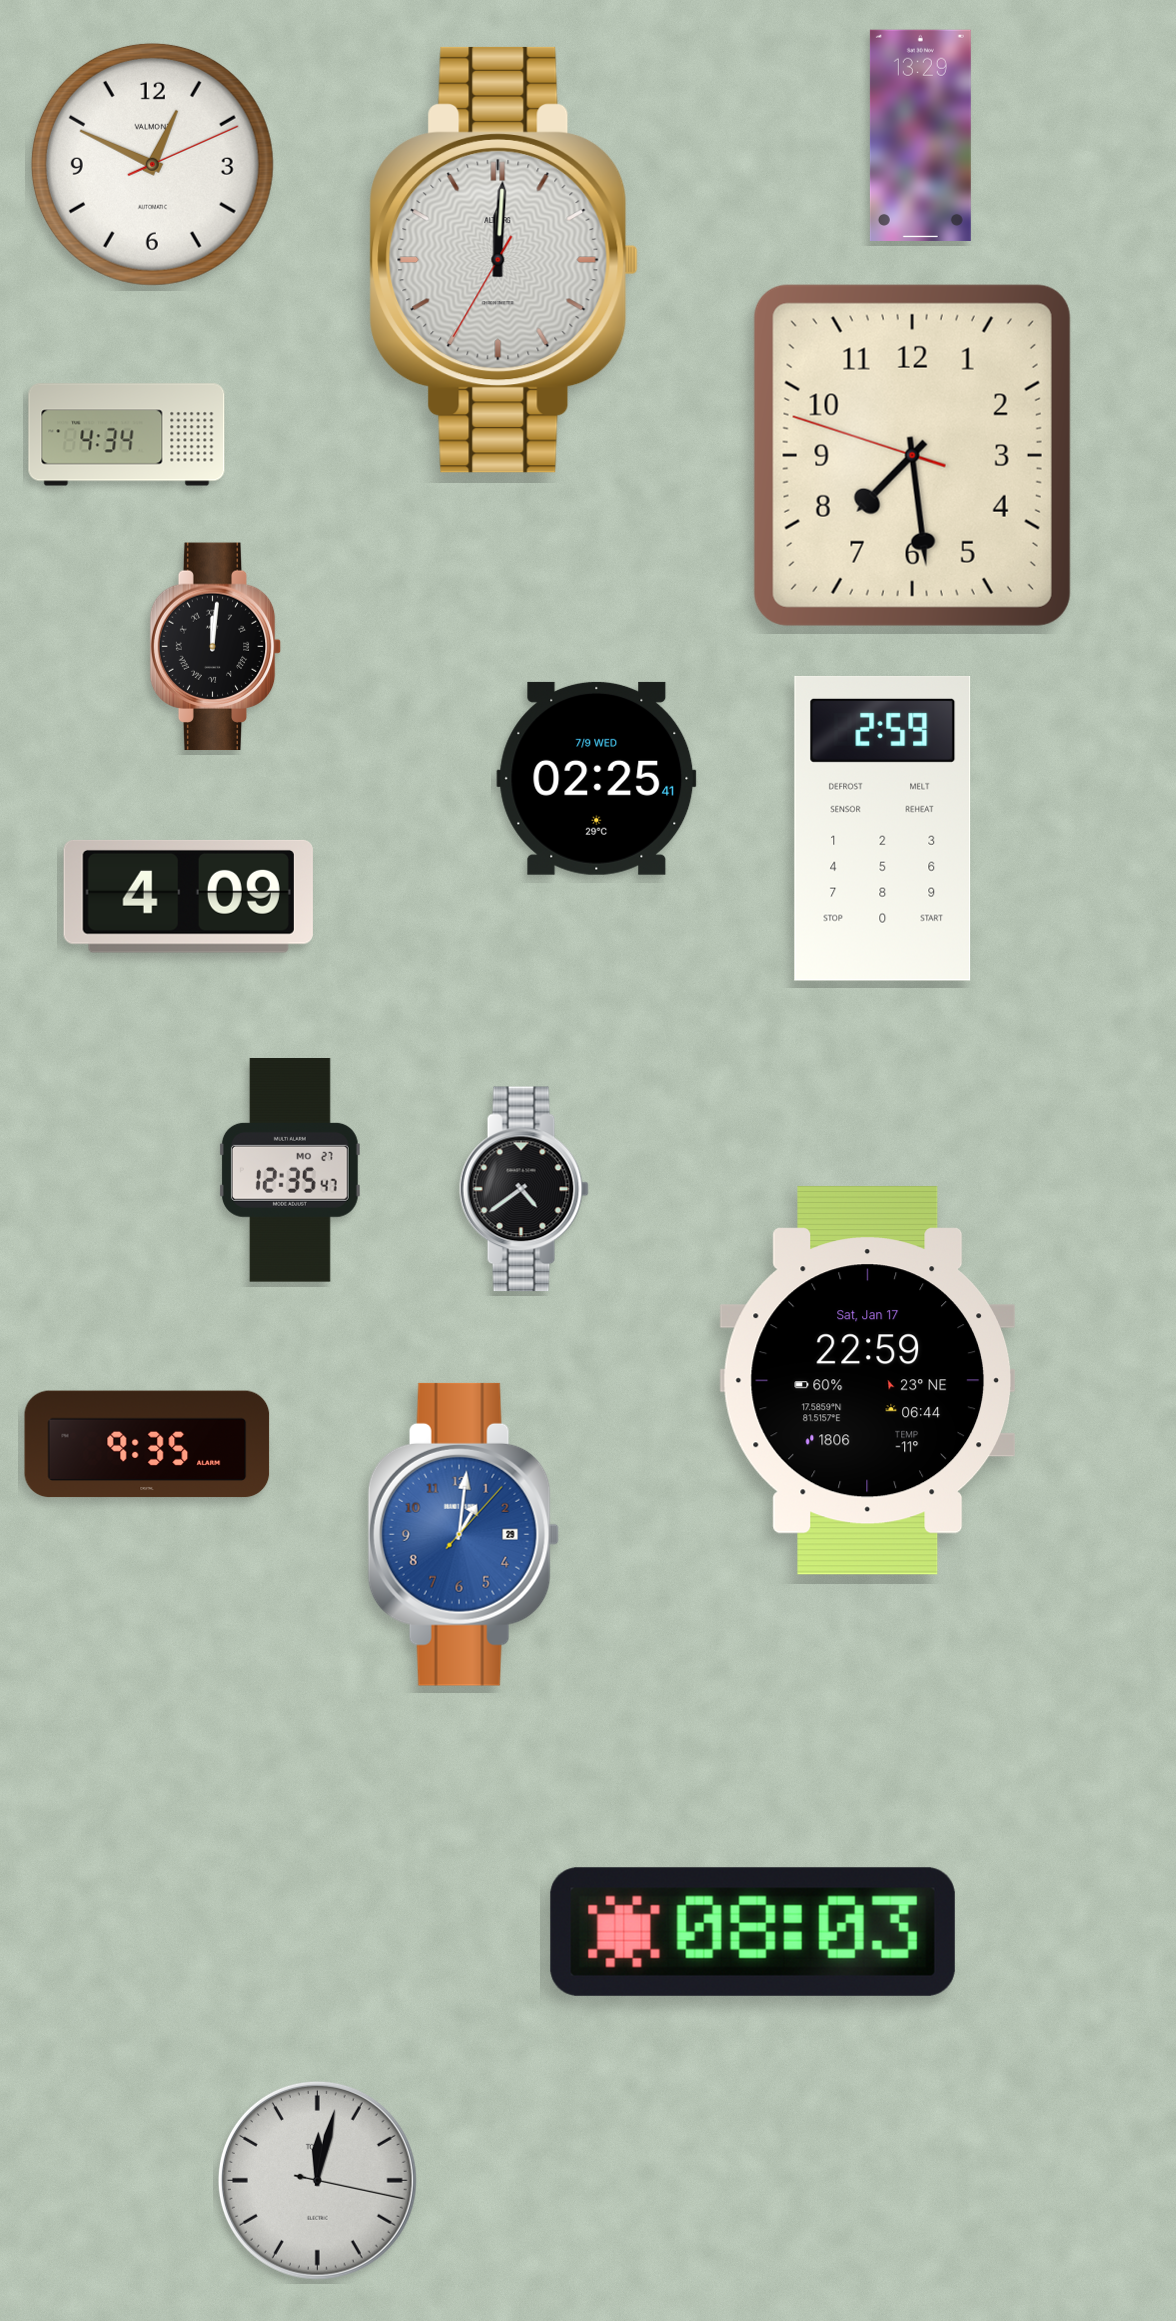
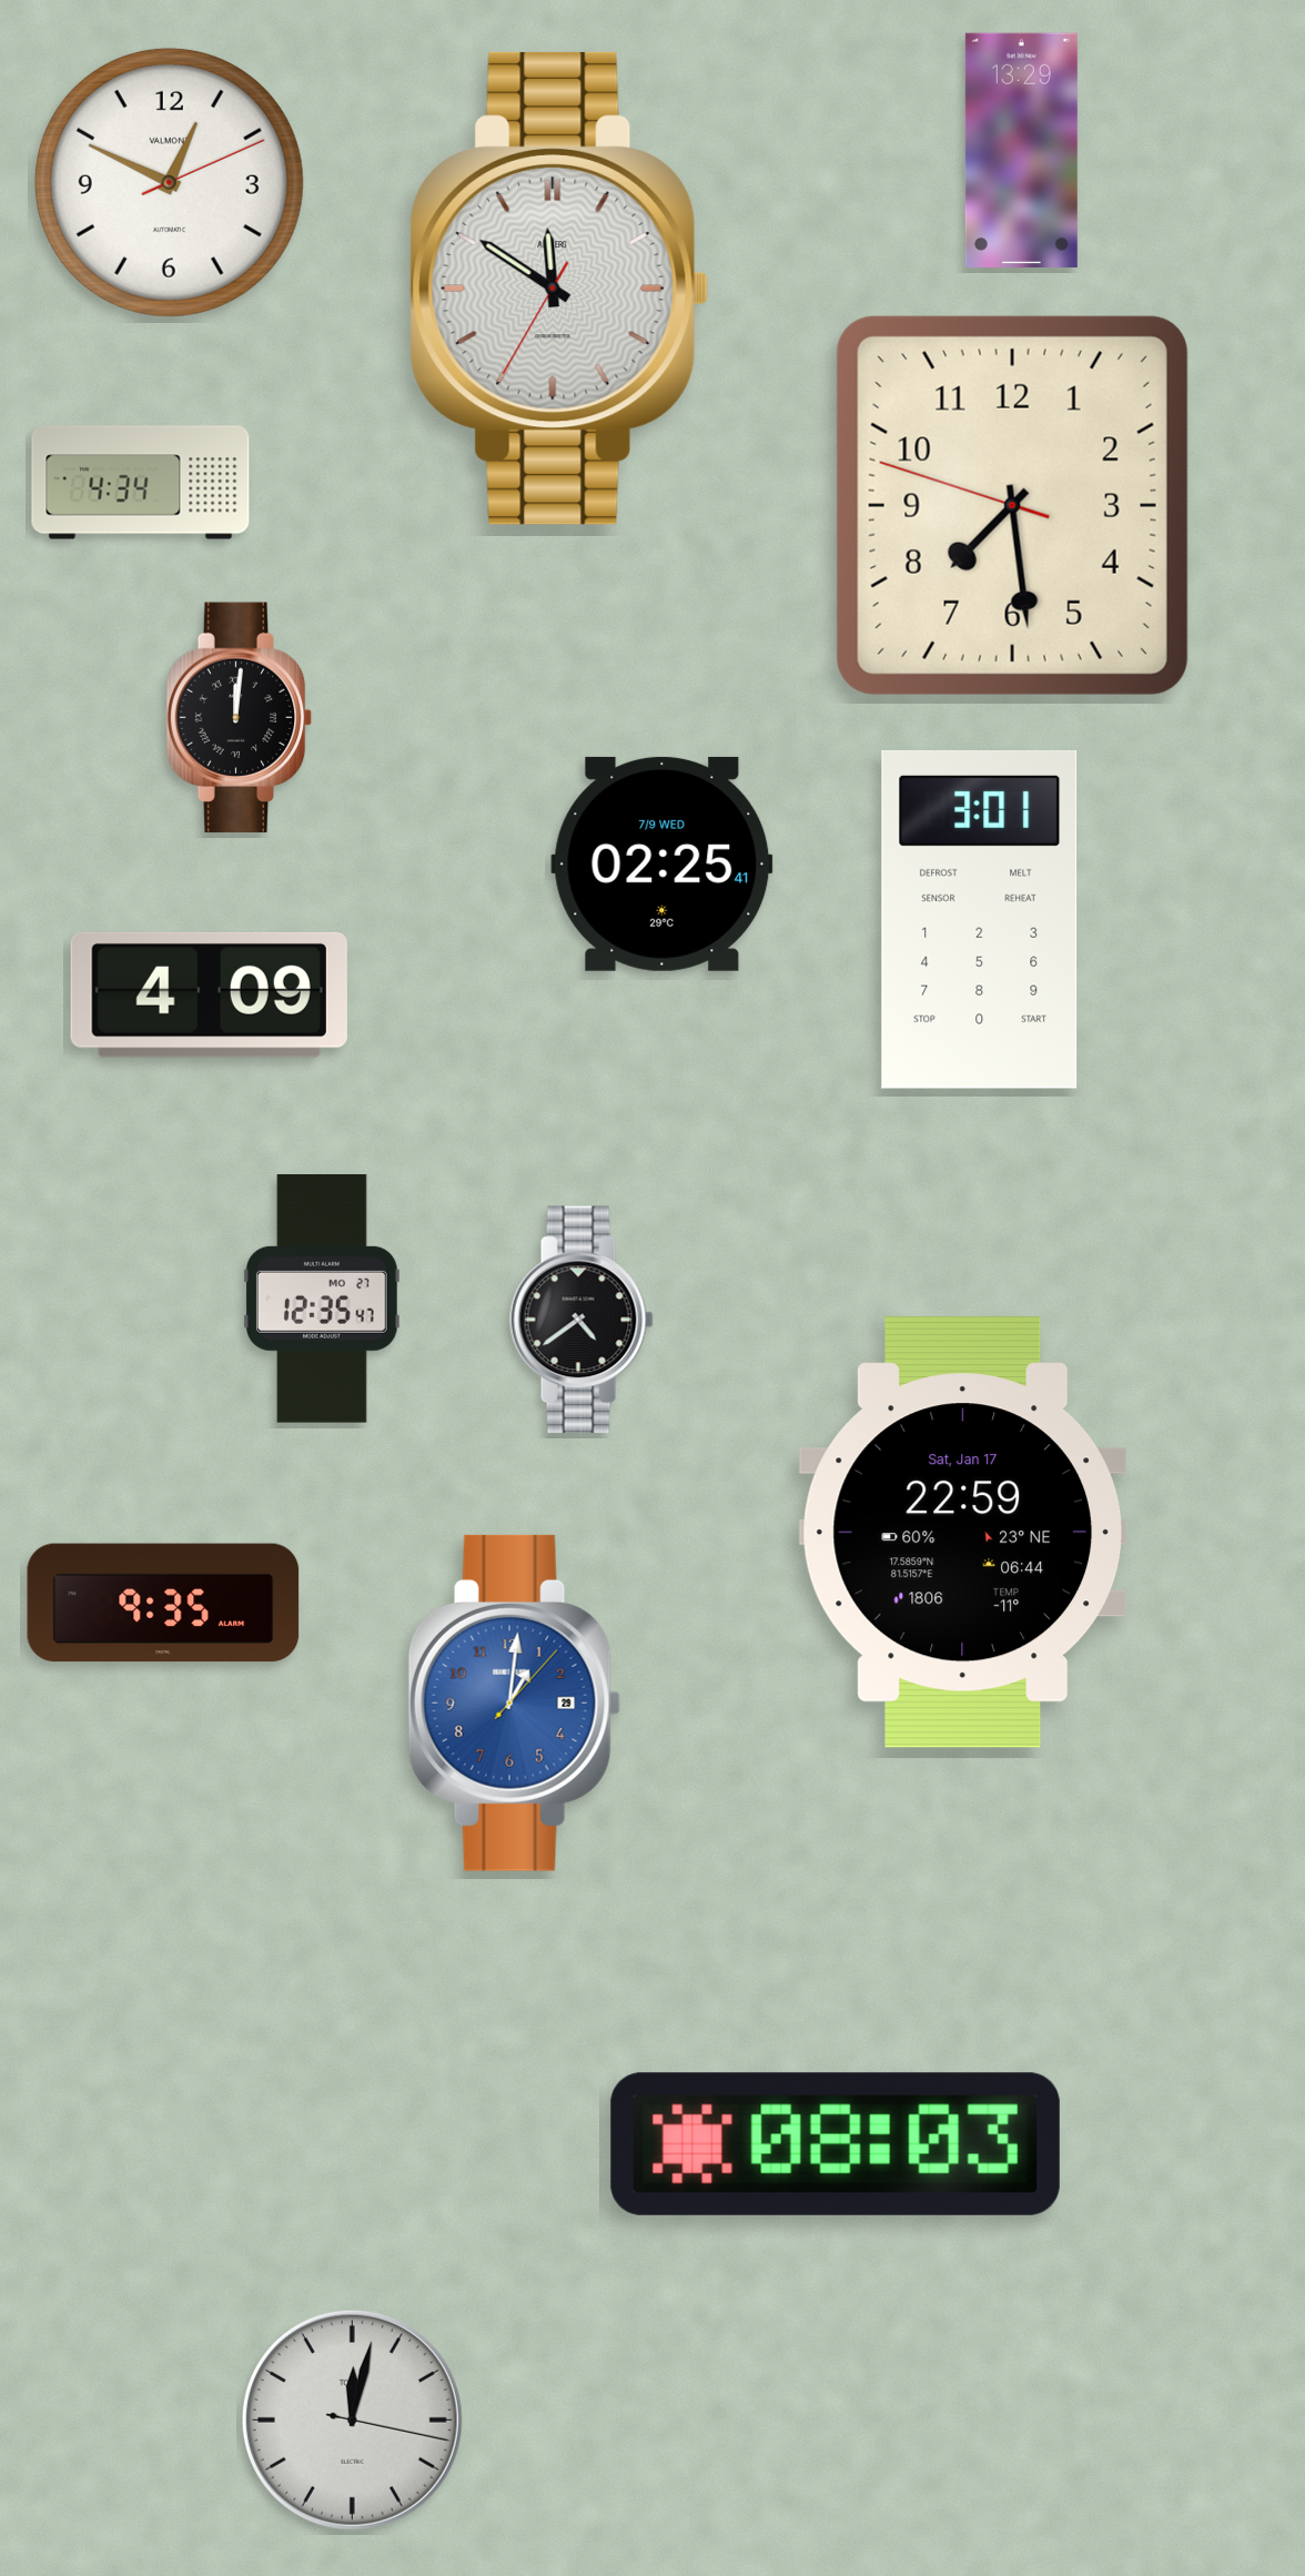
clock at (504, 260): 12:00 -> 11:50
clock at (883, 828): 2:59 -> 3:01
